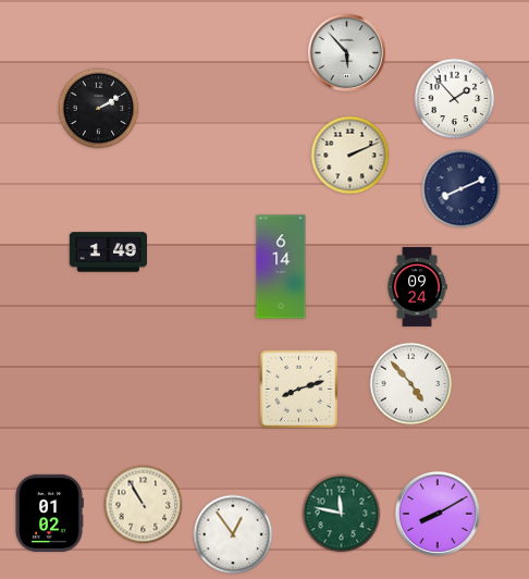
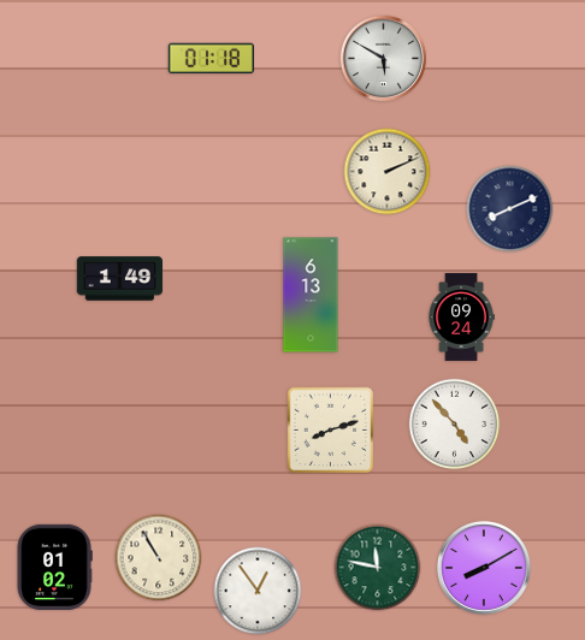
clock at (346, 52): 5:53 -> 5:50
clock at (211, 59): none -> 01:18
clock at (455, 99): 1:53 -> none
clock at (99, 109): 2:10 -> none
clock at (281, 267): 6:14 -> 6:13
